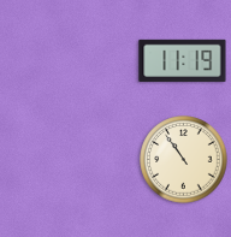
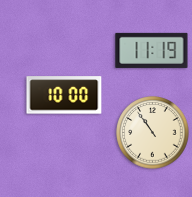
clock at (64, 95): none -> 10:00
